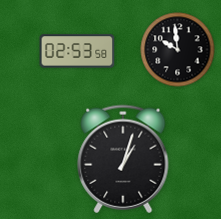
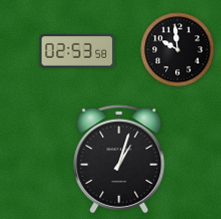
clock at (123, 159) position: (123, 159) -> (119, 159)
